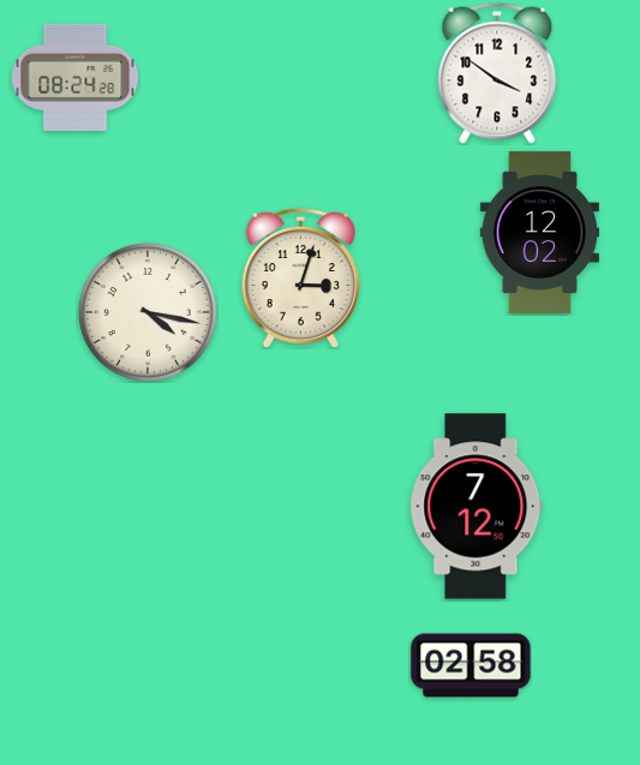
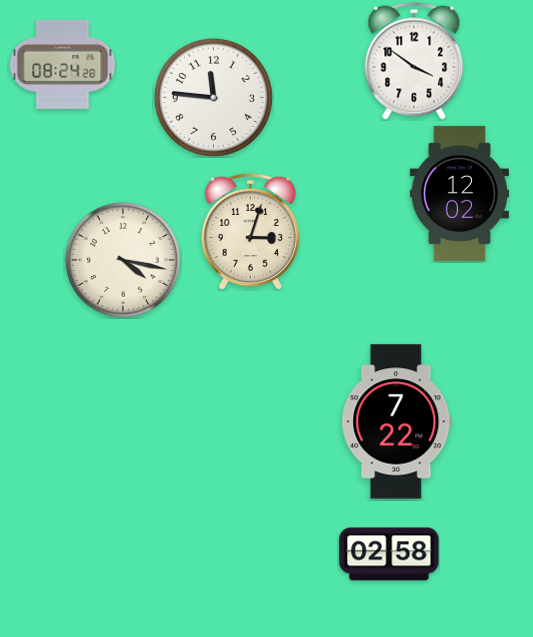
clock at (213, 97): none -> 11:46
clock at (539, 232) position: (539, 232) -> (459, 193)
clock at (477, 507): 7:12 -> 7:22
clock at (471, 665) position: (471, 665) -> (389, 554)
